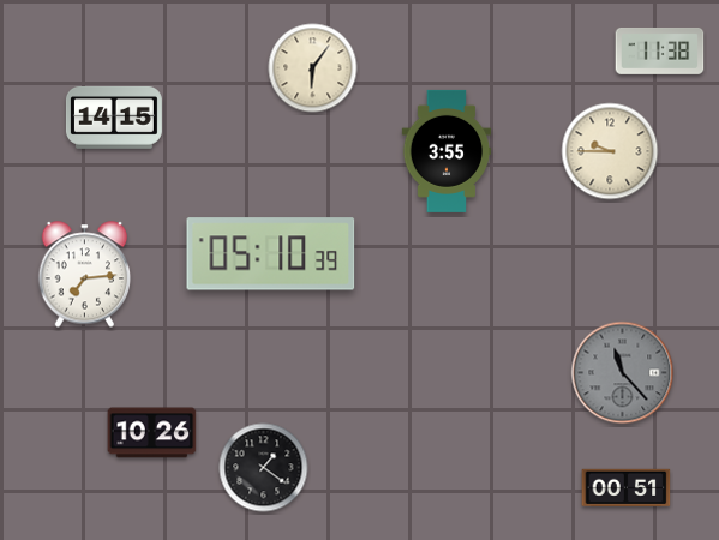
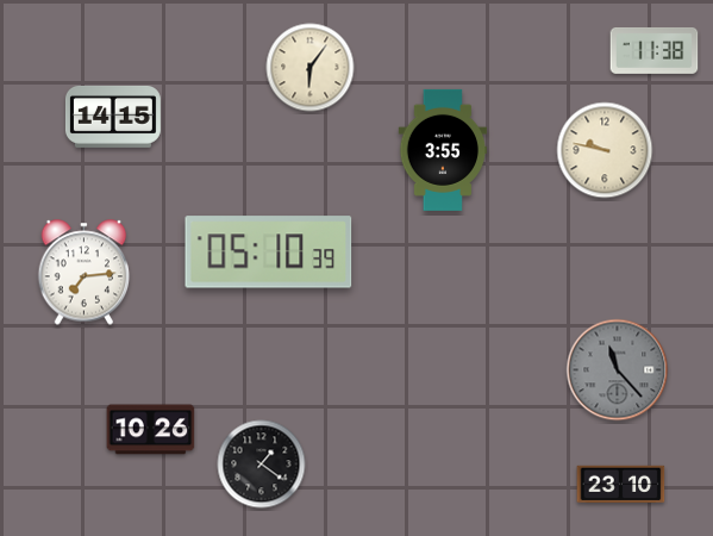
clock at (610, 151): 9:45 -> 9:47
clock at (627, 487): 00:51 -> 23:10
